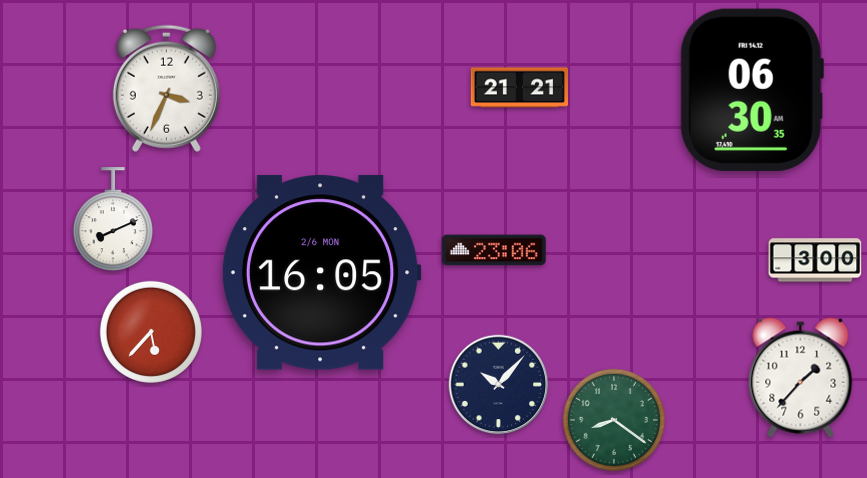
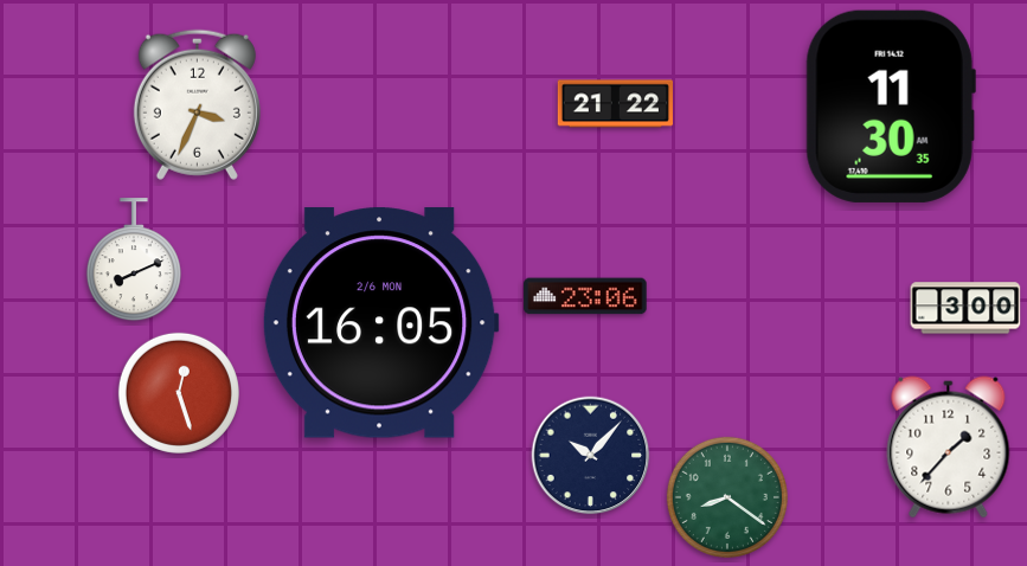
clock at (519, 88): 21:21 -> 21:22
clock at (752, 90): 06:30 -> 11:30
clock at (151, 332): 5:37 -> 12:27
